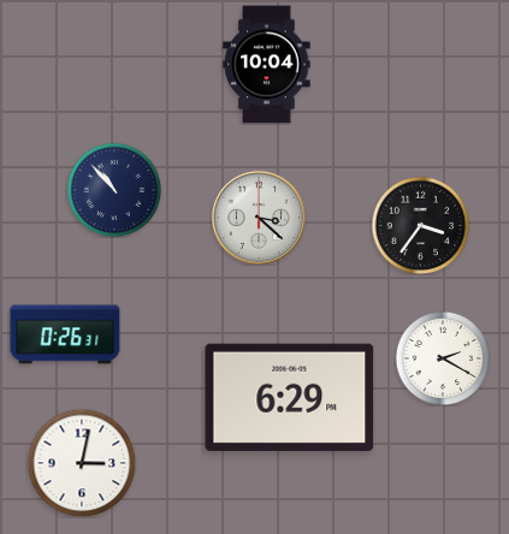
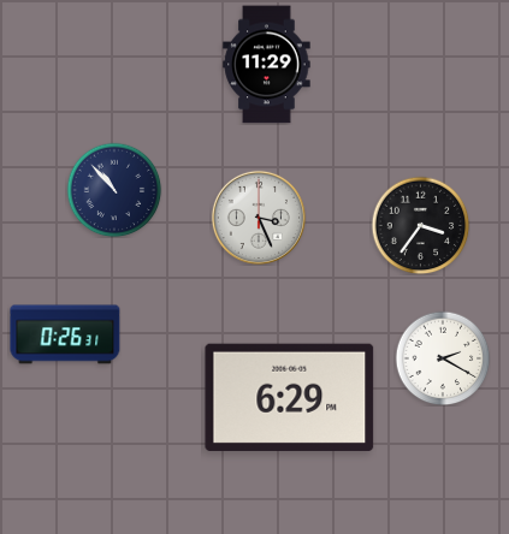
clock at (267, 65): 10:04 -> 11:29
clock at (259, 218): 3:22 -> 3:26
clock at (82, 463): 3:02 -> none
